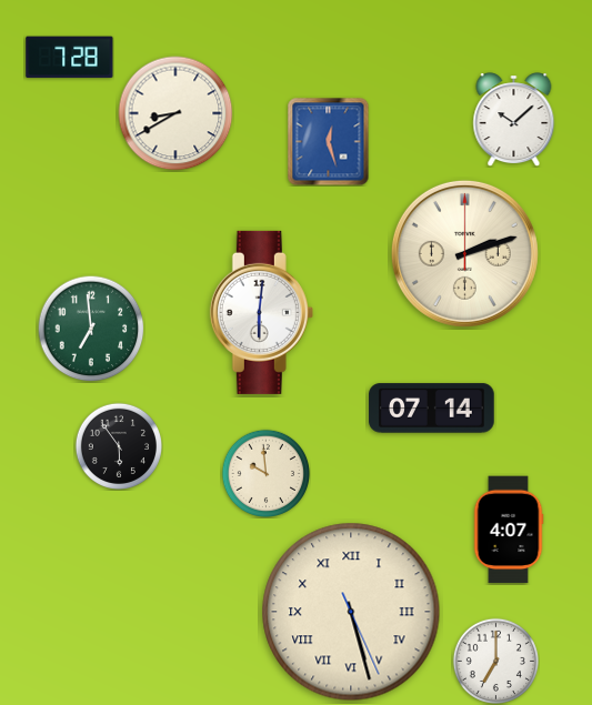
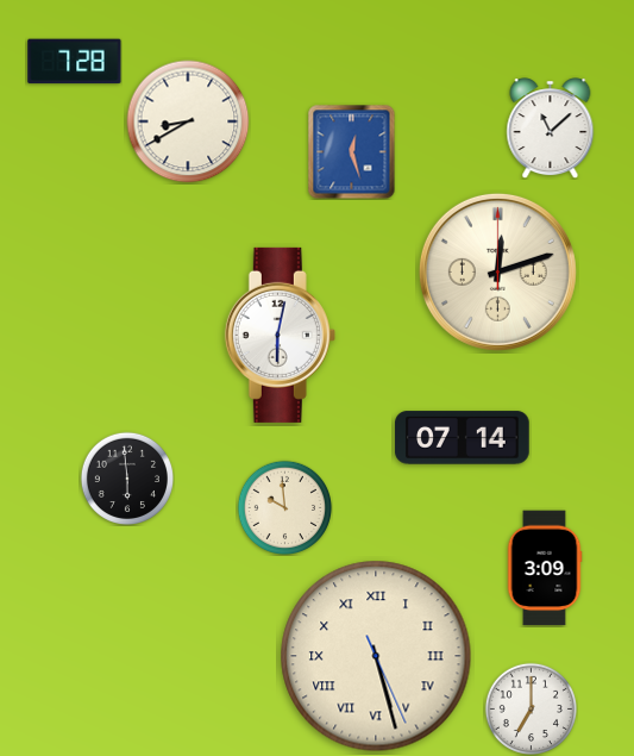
clock at (514, 120): 10:08 -> 11:08
clock at (464, 253): 2:12 -> 12:12
clock at (261, 312): 6:01 -> 6:02
clock at (91, 329): 6:59 -> none
clock at (118, 445): 5:54 -> 5:59
clock at (509, 530): 4:07 -> 3:09
